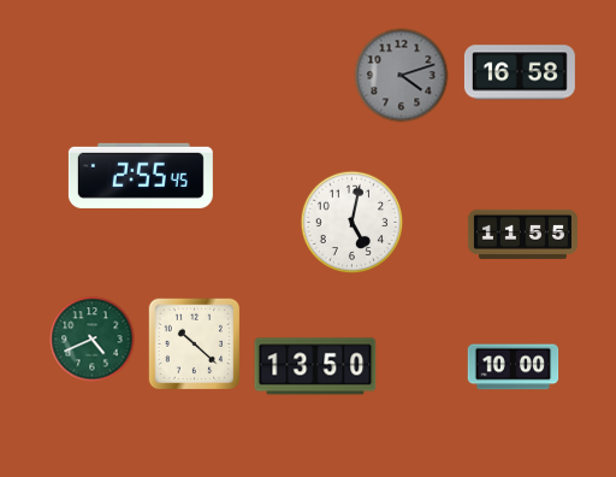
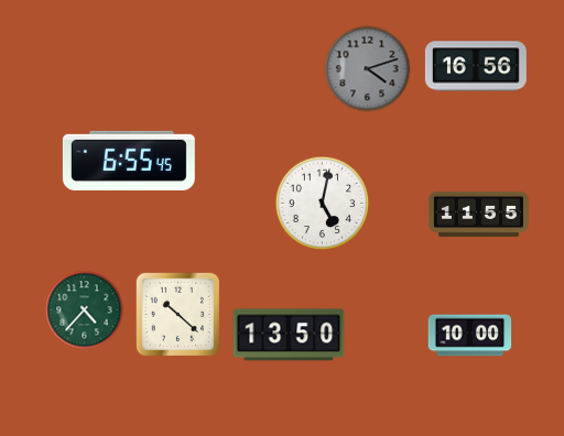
clock at (520, 72): 16:58 -> 16:56
clock at (141, 176): 2:55 -> 6:55
clock at (93, 340): 4:41 -> 4:37
